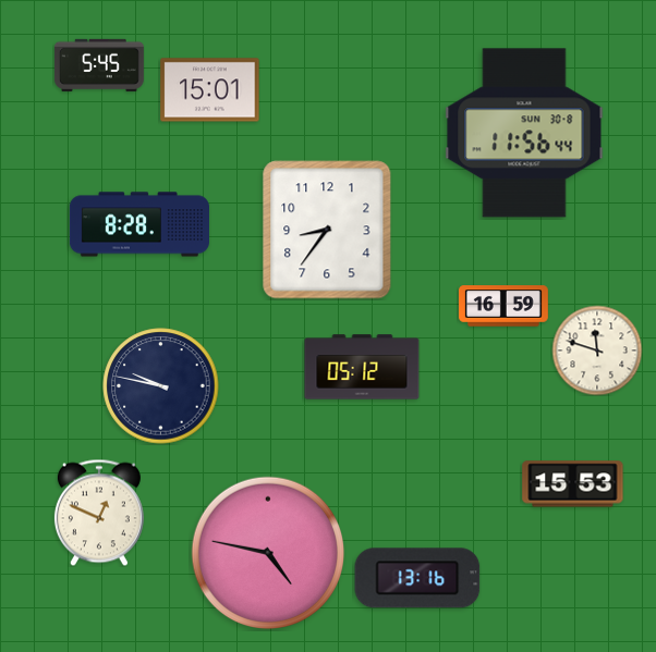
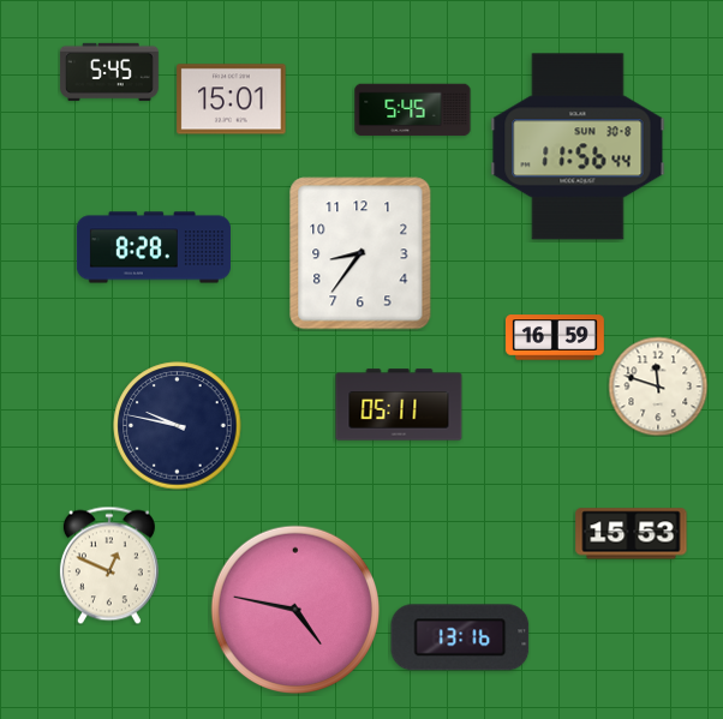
clock at (413, 110): none -> 5:45
clock at (362, 367): 05:12 -> 05:11
